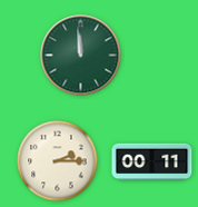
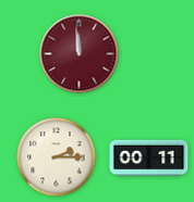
clock at (81, 56) dial: green -> burgundy
